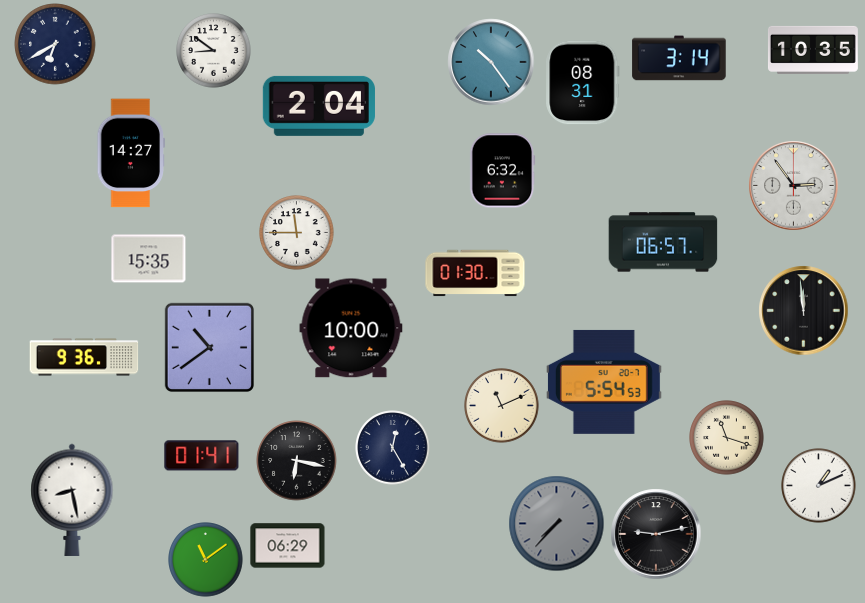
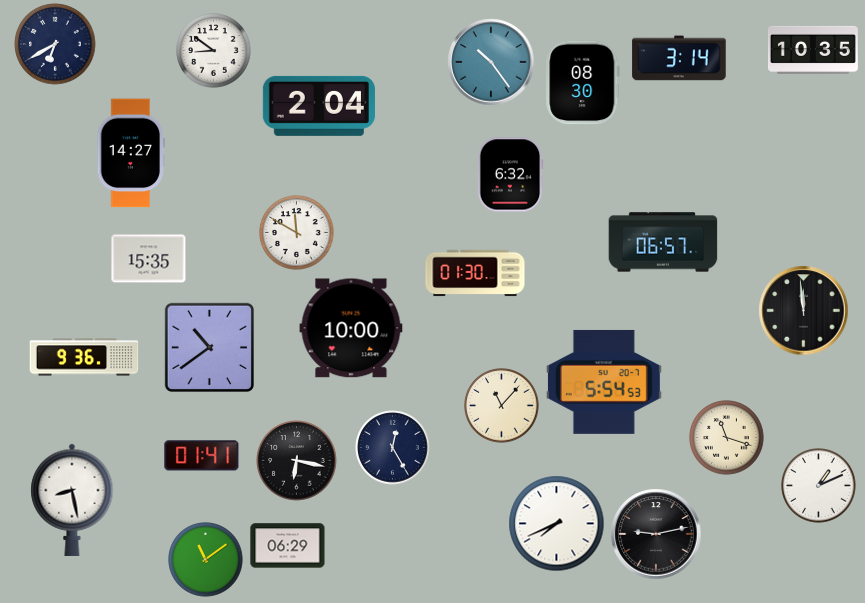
clock at (583, 83): 08:31 -> 08:30
clock at (503, 171) position: (503, 171) -> (511, 175)
clock at (794, 186): 2:54 -> none
clock at (297, 233): 11:45 -> 11:50
clock at (502, 406): 11:11 -> 11:07
clock at (557, 524): 7:37 -> 7:41
clock at (557, 524) dial: grey -> white
